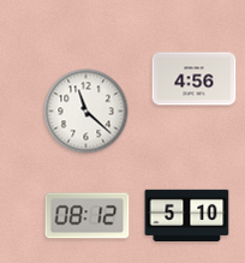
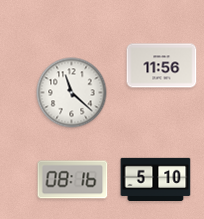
clock at (195, 79): 4:56 -> 11:56
clock at (88, 216): 08:12 -> 08:16
